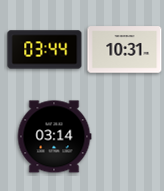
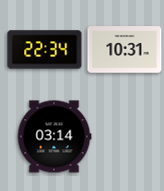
clock at (45, 50): 03:44 -> 22:34
